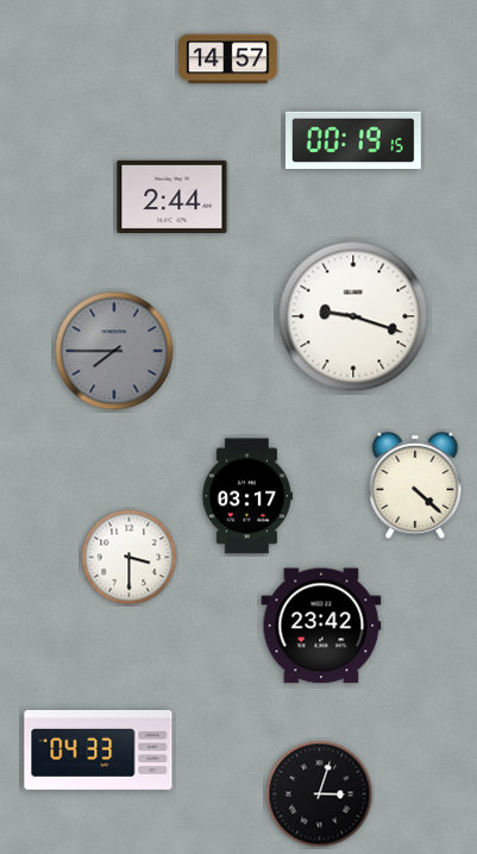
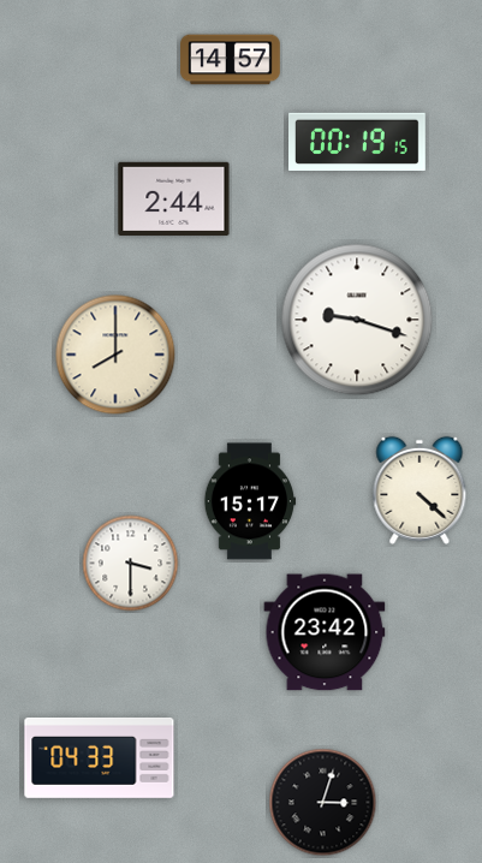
clock at (114, 351): 7:45 -> 8:00
clock at (114, 351) dial: grey -> cream
clock at (247, 496): 03:17 -> 15:17
